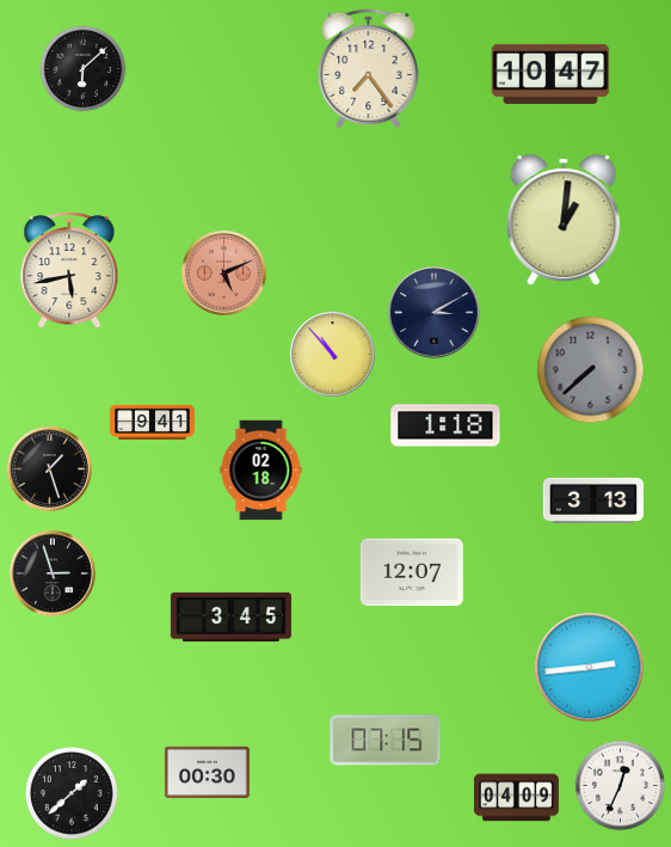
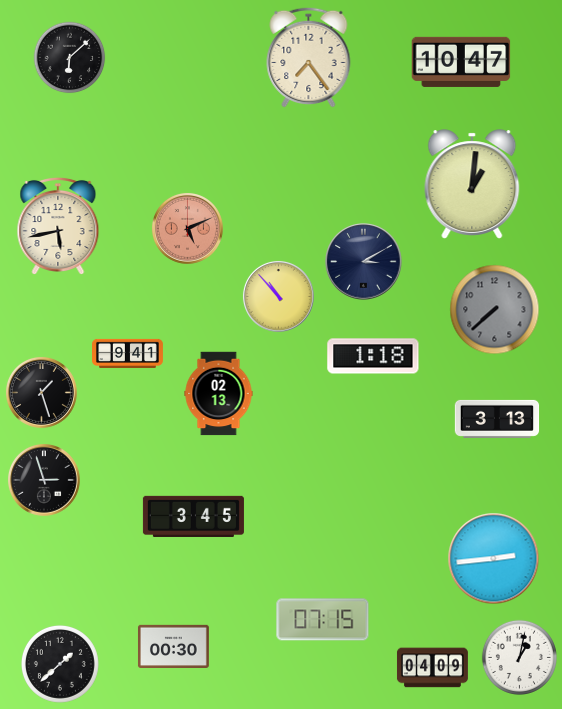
clock at (261, 471): 02:18 -> 02:13
clock at (412, 572): 12:07 -> none
clock at (620, 785): 12:34 -> 1:02
